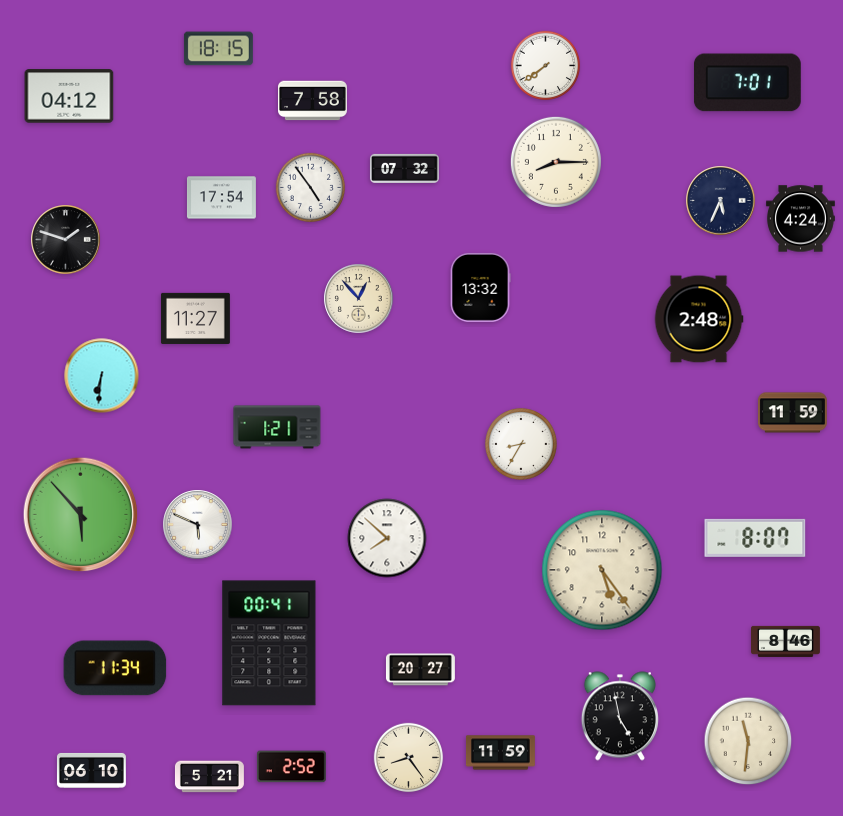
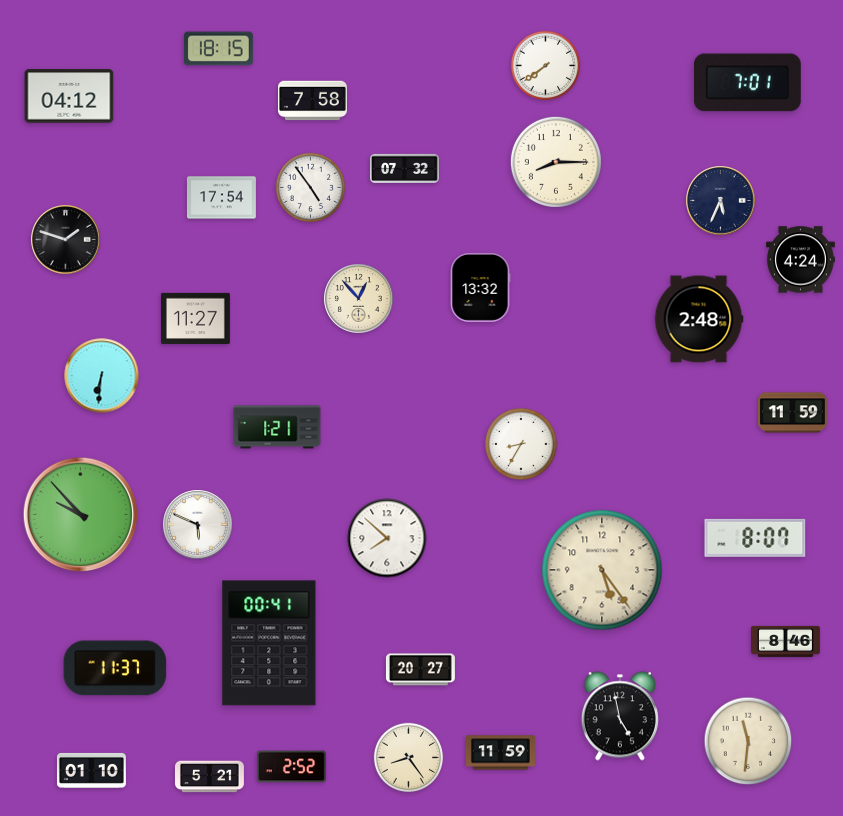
clock at (800, 219) position: (800, 219) -> (800, 260)
clock at (81, 515): 5:53 -> 9:53
clock at (115, 668): 11:34 -> 11:37
clock at (91, 770): 06:10 -> 01:10
